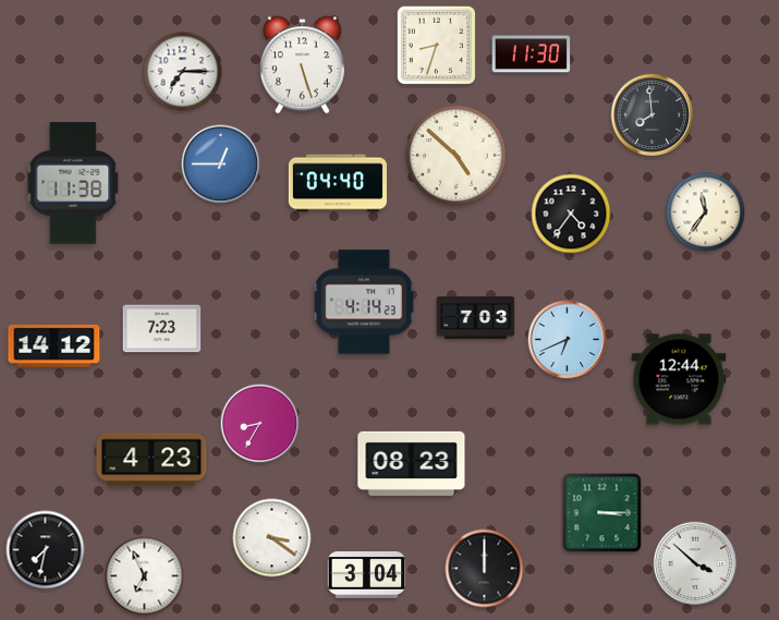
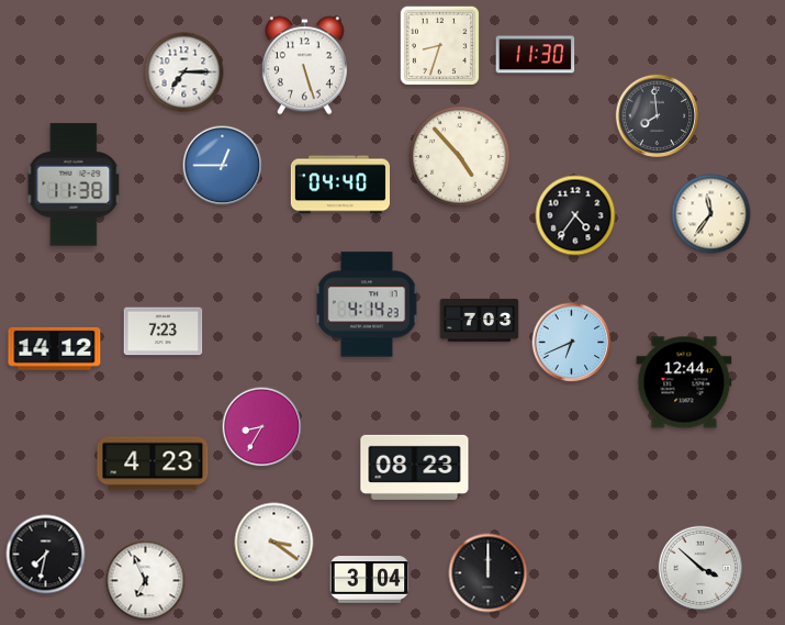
clock at (457, 156): 4:52 -> 4:53
clock at (602, 513): 3:15 -> none
